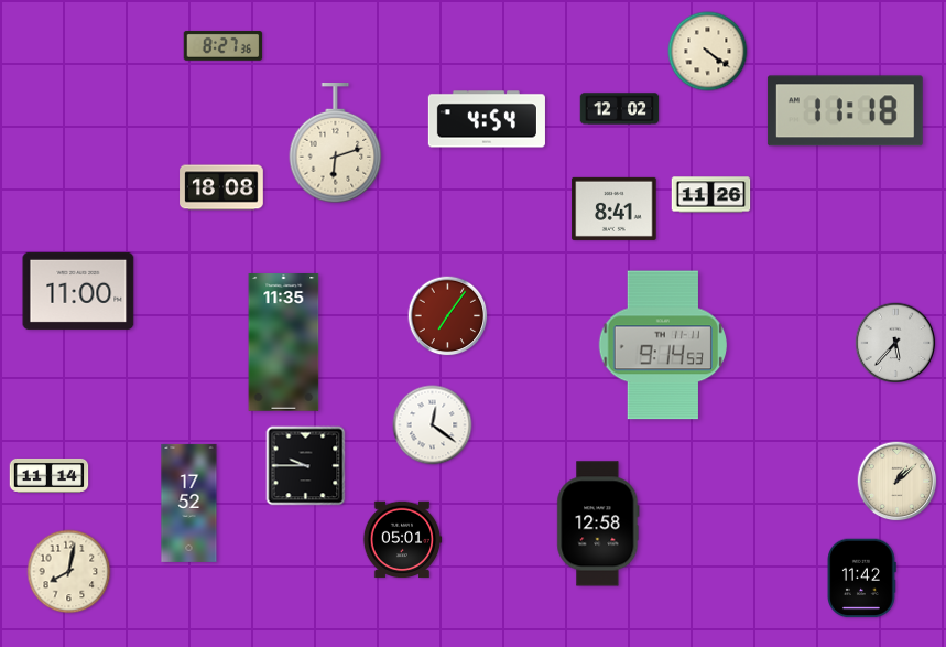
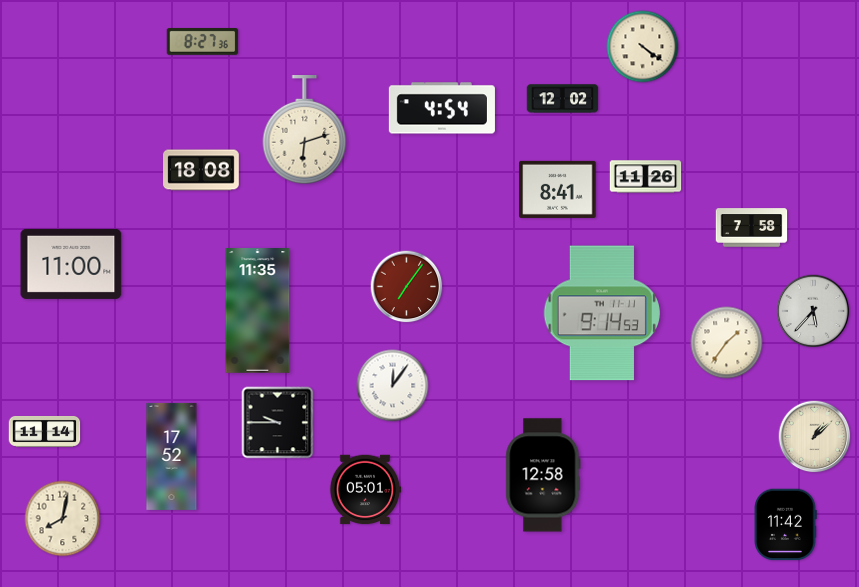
clock at (845, 111): 11:18 -> none
clock at (752, 228): none -> 7:58
clock at (727, 343): none -> 1:36
clock at (433, 425): 12:21 -> 12:06
clock at (861, 579) position: (861, 579) -> (785, 525)
